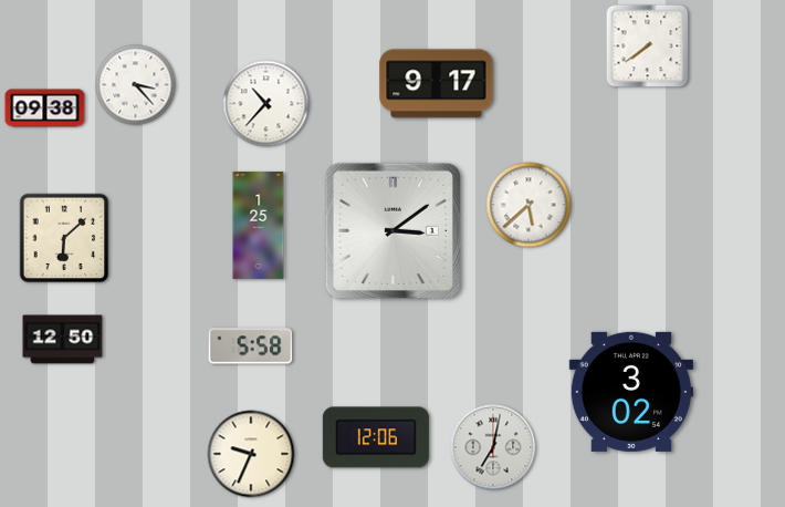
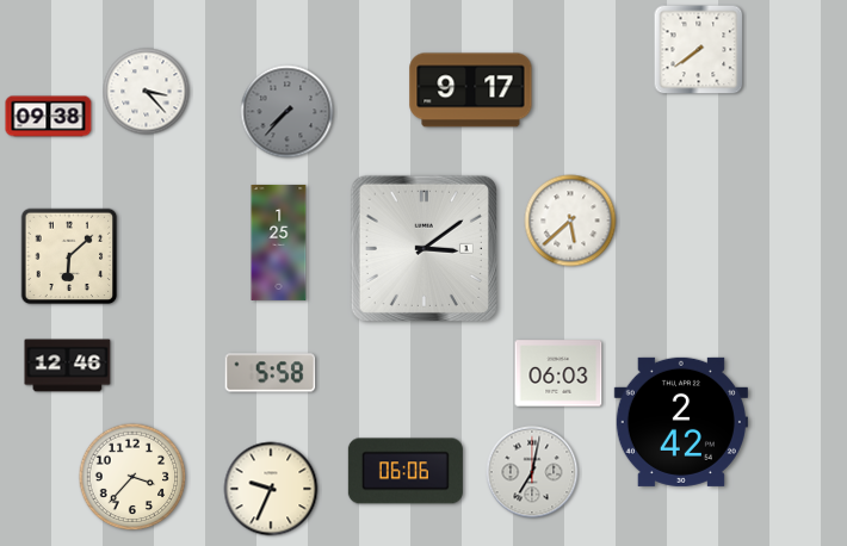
clock at (266, 104): 10:37 -> 7:37
clock at (266, 104) dial: white -> grey
clock at (63, 340): 12:50 -> 12:46
clock at (558, 373): none -> 06:03
clock at (631, 392): 3:02 -> 2:42
clock at (376, 437): 12:06 -> 06:06
clock at (132, 477): none -> 3:37
clock at (493, 447) position: (493, 447) -> (532, 472)
